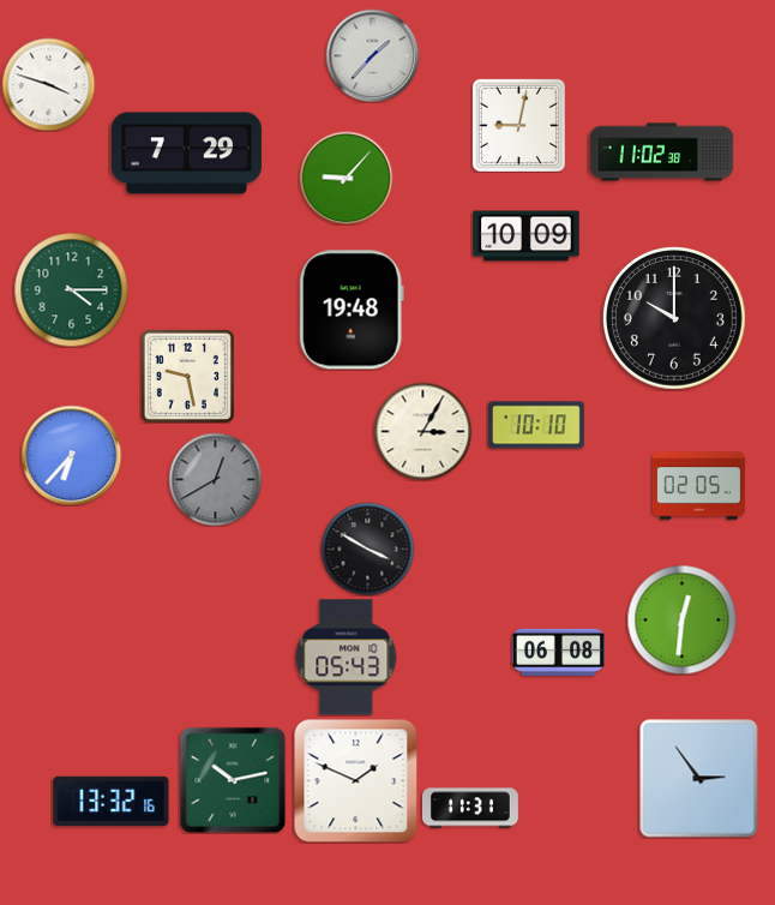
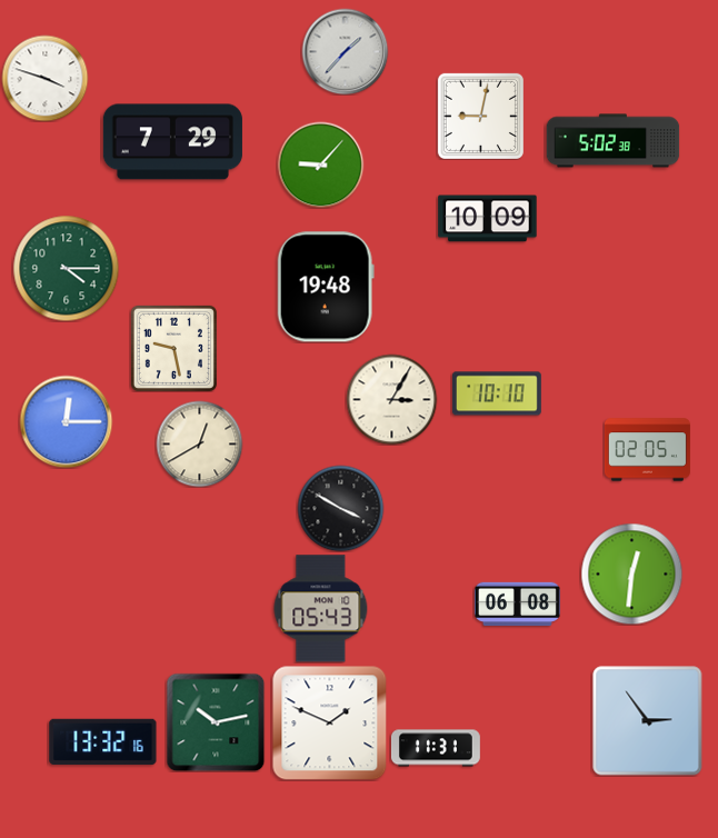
clock at (662, 152): 11:02 -> 5:02
clock at (675, 319): 10:00 -> none
clock at (71, 455): 6:37 -> 12:15
clock at (215, 479) dial: grey -> cream
